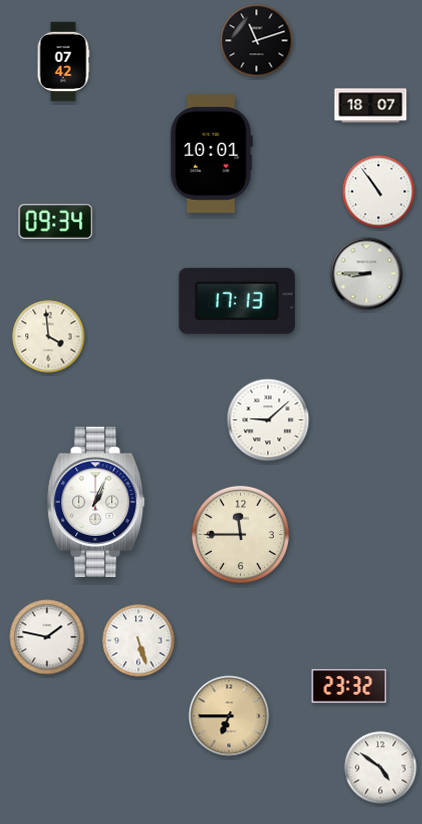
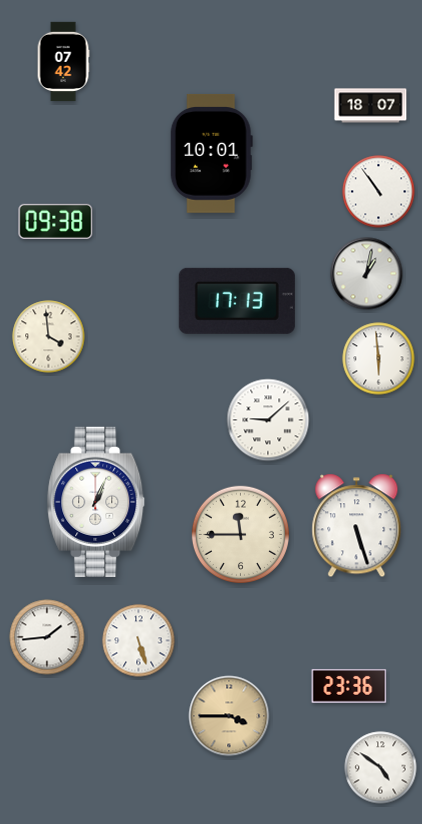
clock at (257, 41): 11:12 -> none
clock at (56, 221): 09:34 -> 09:38
clock at (367, 274): 8:45 -> 1:02
clock at (379, 359): none -> 5:59
clock at (357, 526): none -> 5:27
clock at (47, 637): 1:47 -> 1:44
clock at (349, 686): 23:32 -> 23:36
clock at (229, 716): 6:45 -> 3:45
